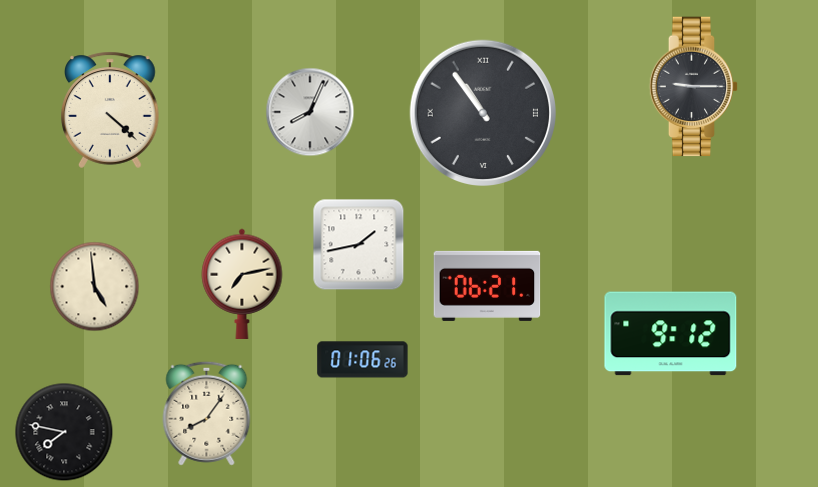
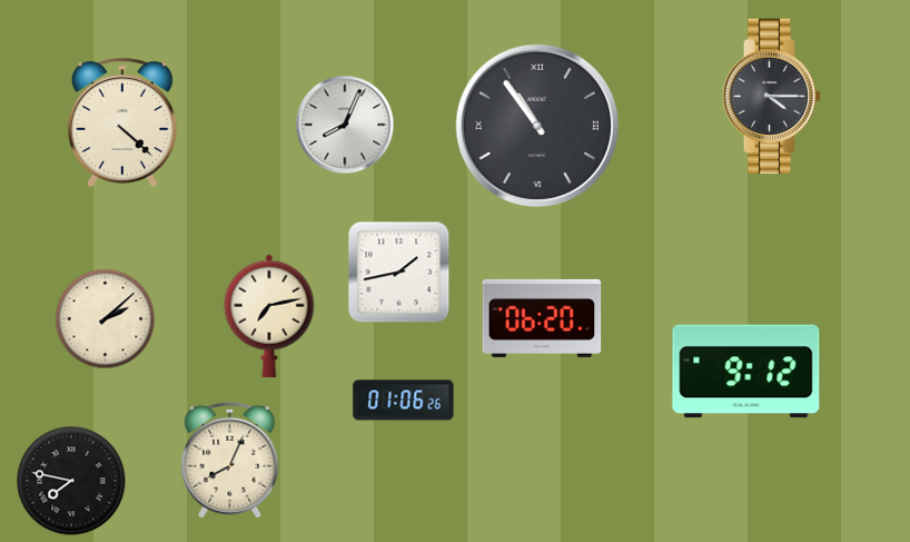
clock at (694, 87): 9:15 -> 4:15
clock at (487, 286): 06:21 -> 06:20
clock at (95, 287): 4:59 -> 2:08
clock at (207, 413): 8:06 -> 8:04
